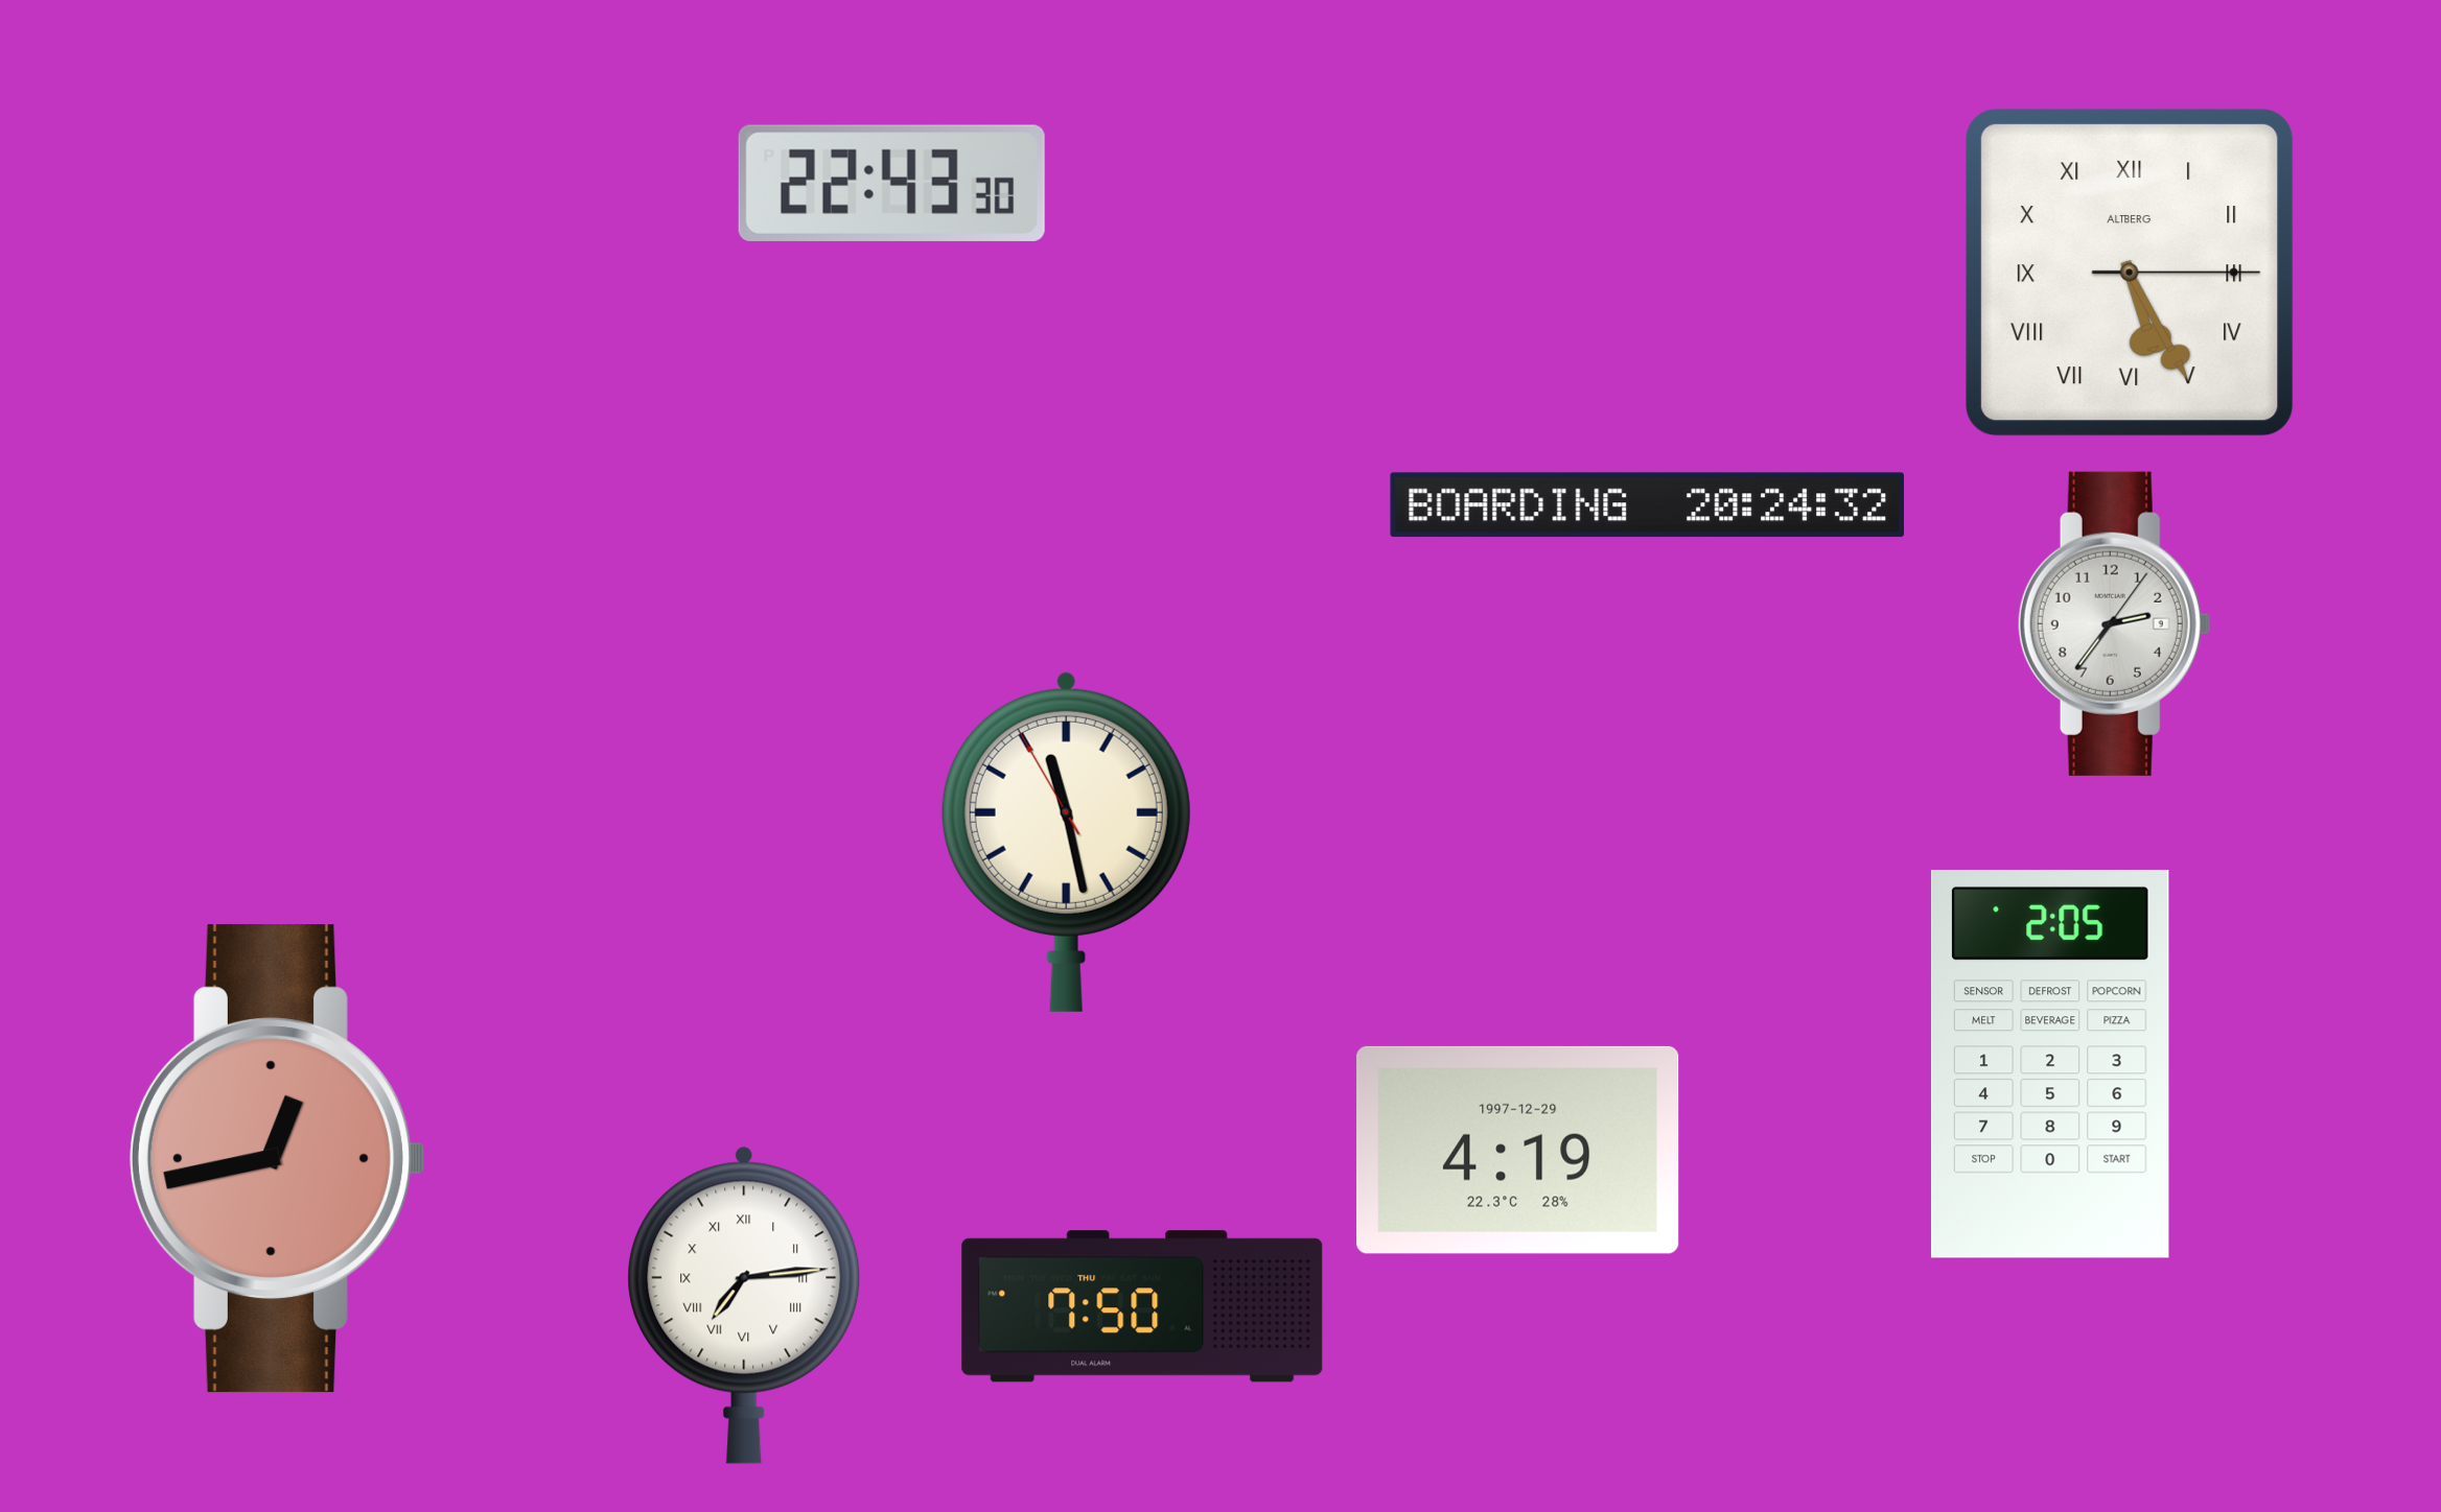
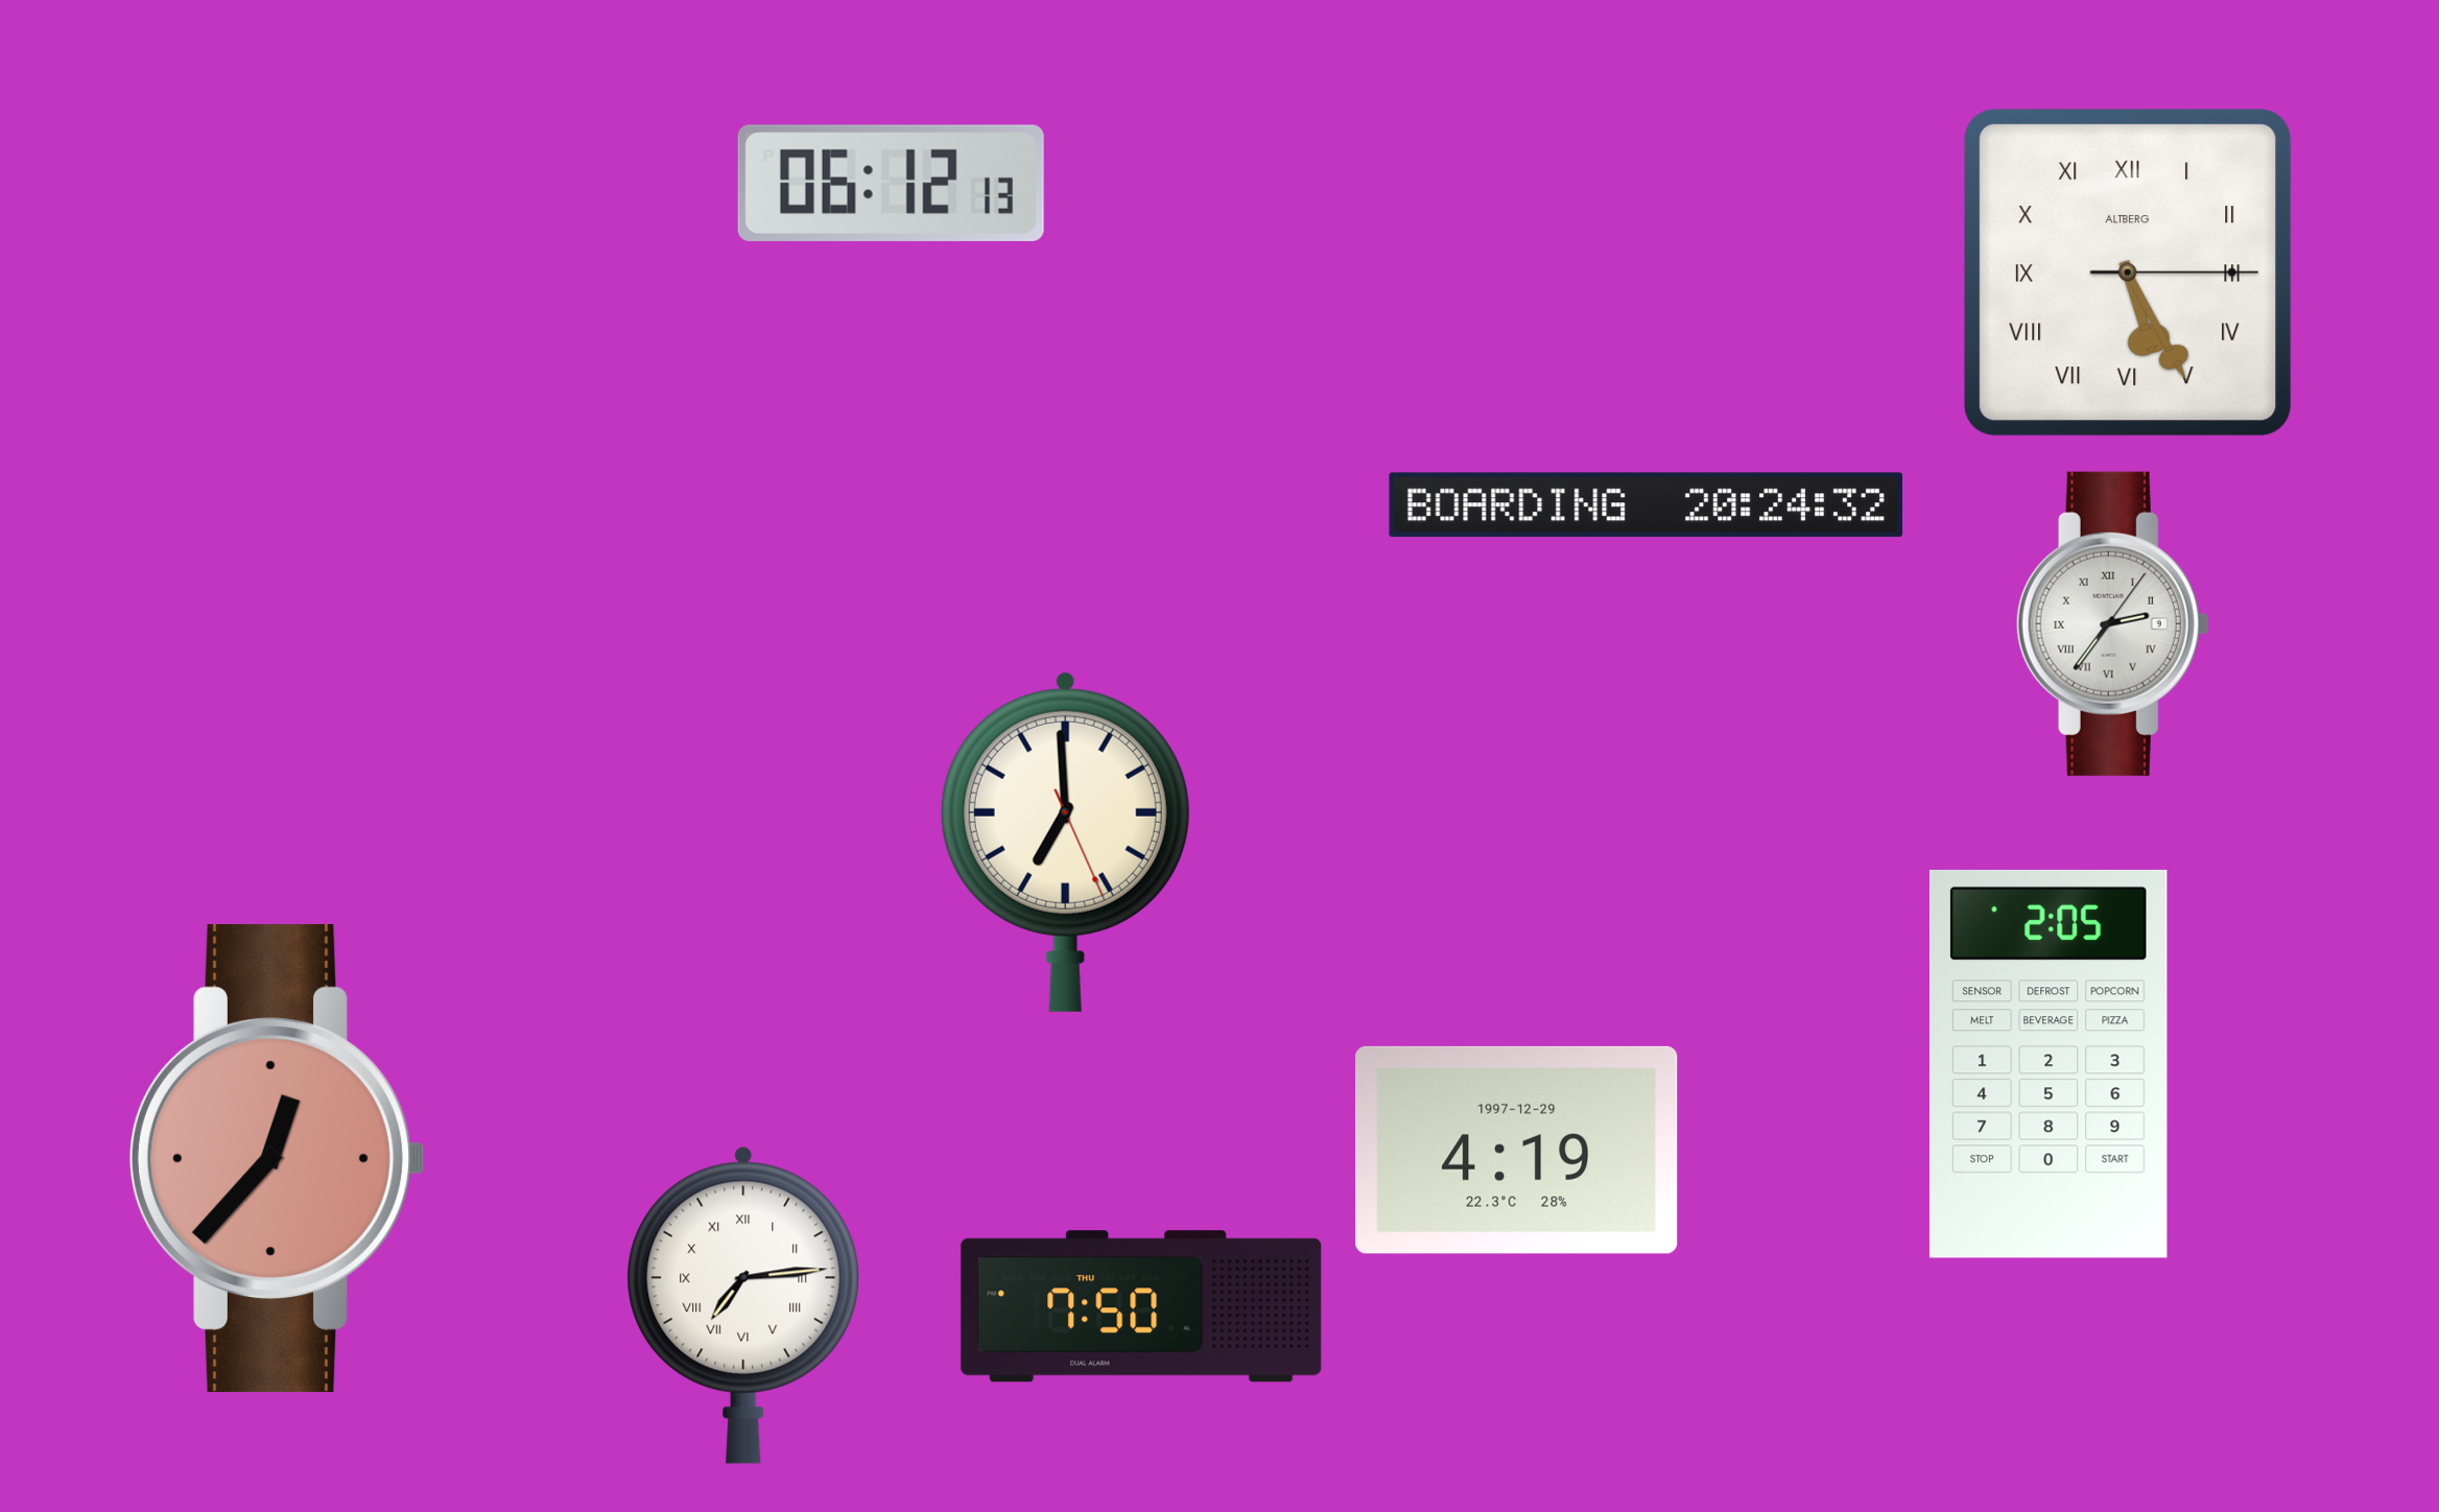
clock at (891, 183): 22:43 -> 06:12
clock at (2114, 623) numerals: Arabic -> Roman
clock at (1066, 842): 11:27 -> 6:59
clock at (277, 1159): 12:43 -> 12:37
